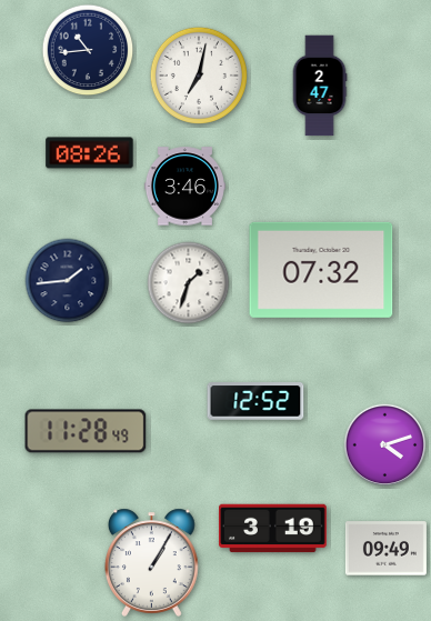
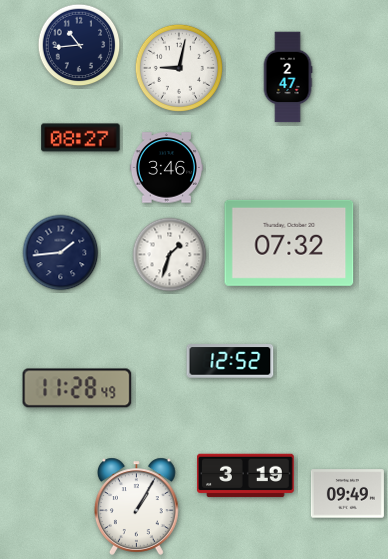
clock at (199, 76): 7:02 -> 9:02
clock at (90, 153): 08:26 -> 08:27
clock at (385, 445): 4:12 -> none
